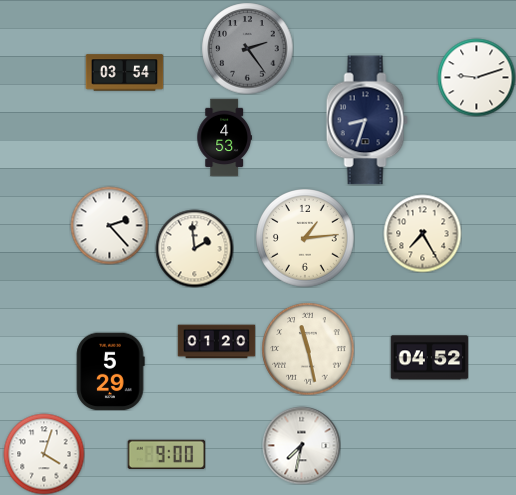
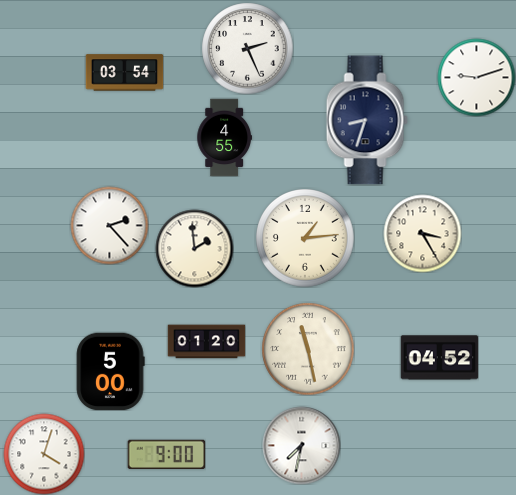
clock at (247, 48): 2:24 -> 2:26
clock at (247, 48) dial: grey -> white
clock at (224, 137): 4:53 -> 4:55
clock at (422, 233): 7:25 -> 3:25
clock at (216, 342) position: (216, 342) -> (206, 342)
clock at (429, 358) position: (429, 358) -> (439, 358)
clock at (110, 371): 5:29 -> 5:00
